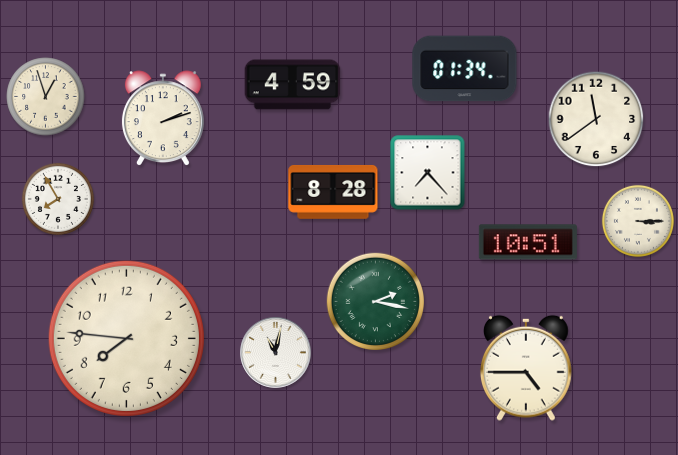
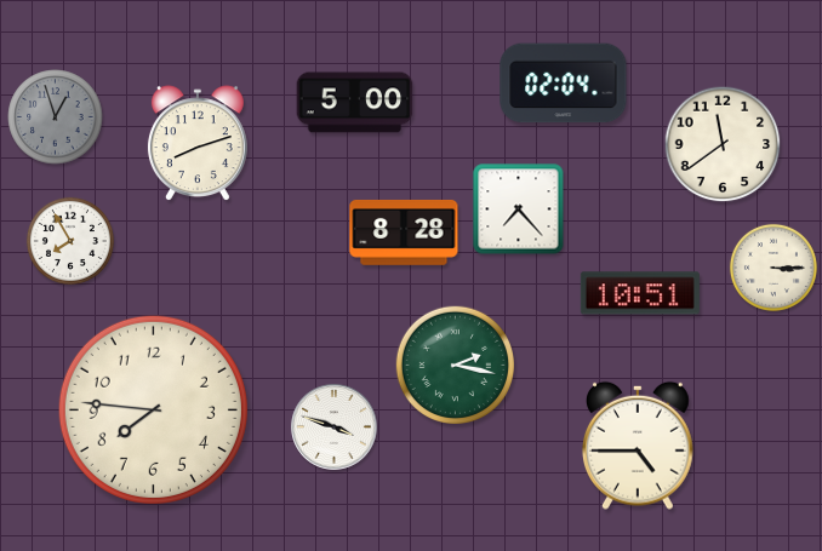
clock at (465, 69): 01:34 -> 02:04
clock at (293, 85): 4:59 -> 5:00
clock at (46, 97) dial: cream -> grey
clock at (163, 119): 2:12 -> 8:12
clock at (276, 353): 11:02 -> 3:48
